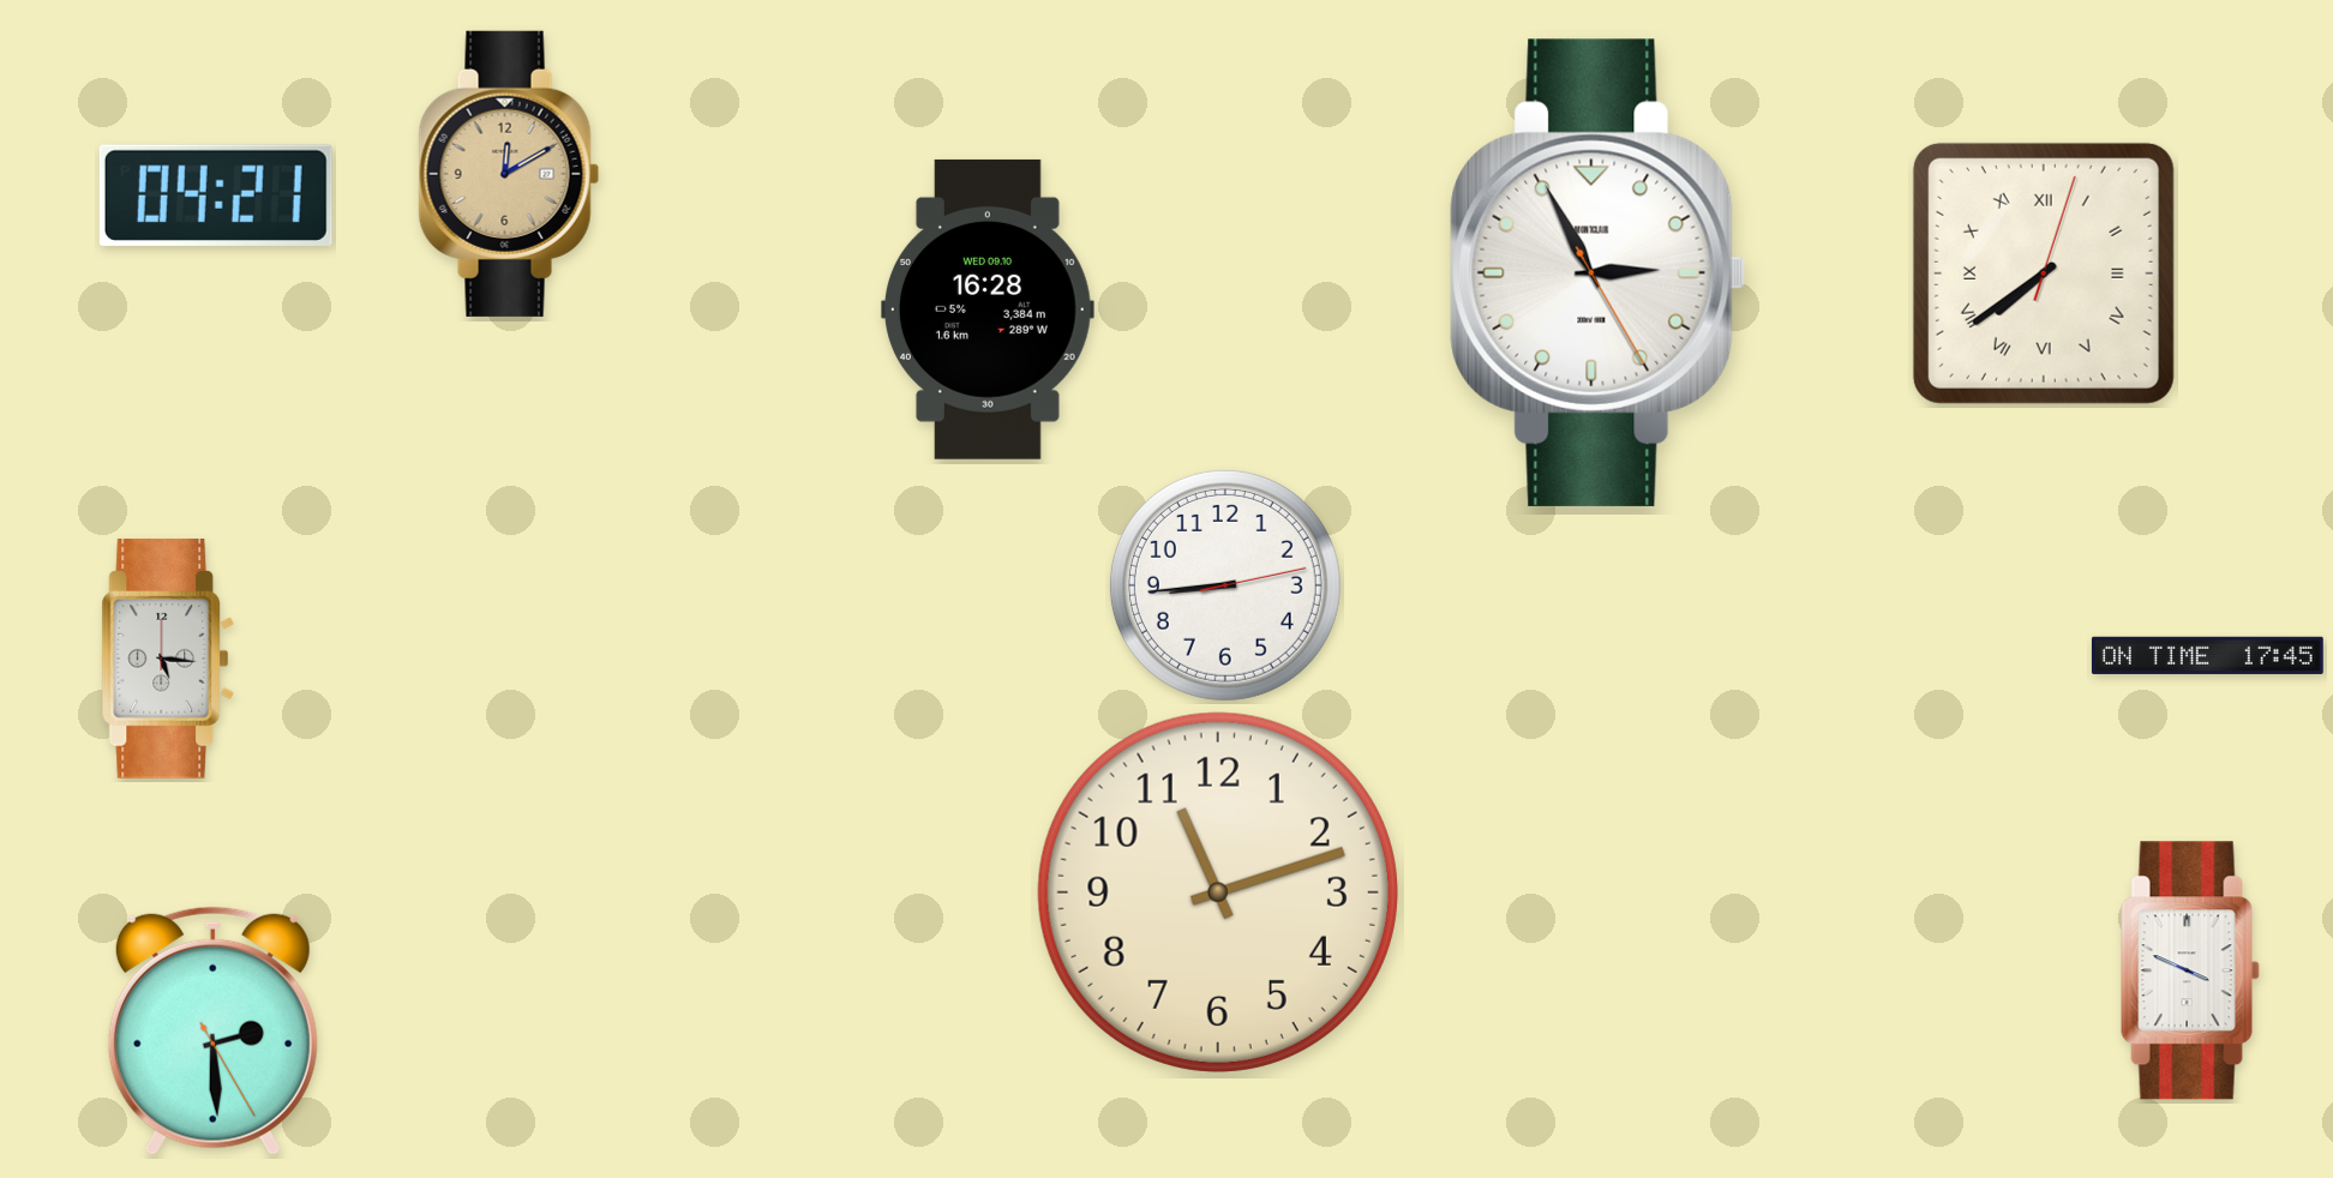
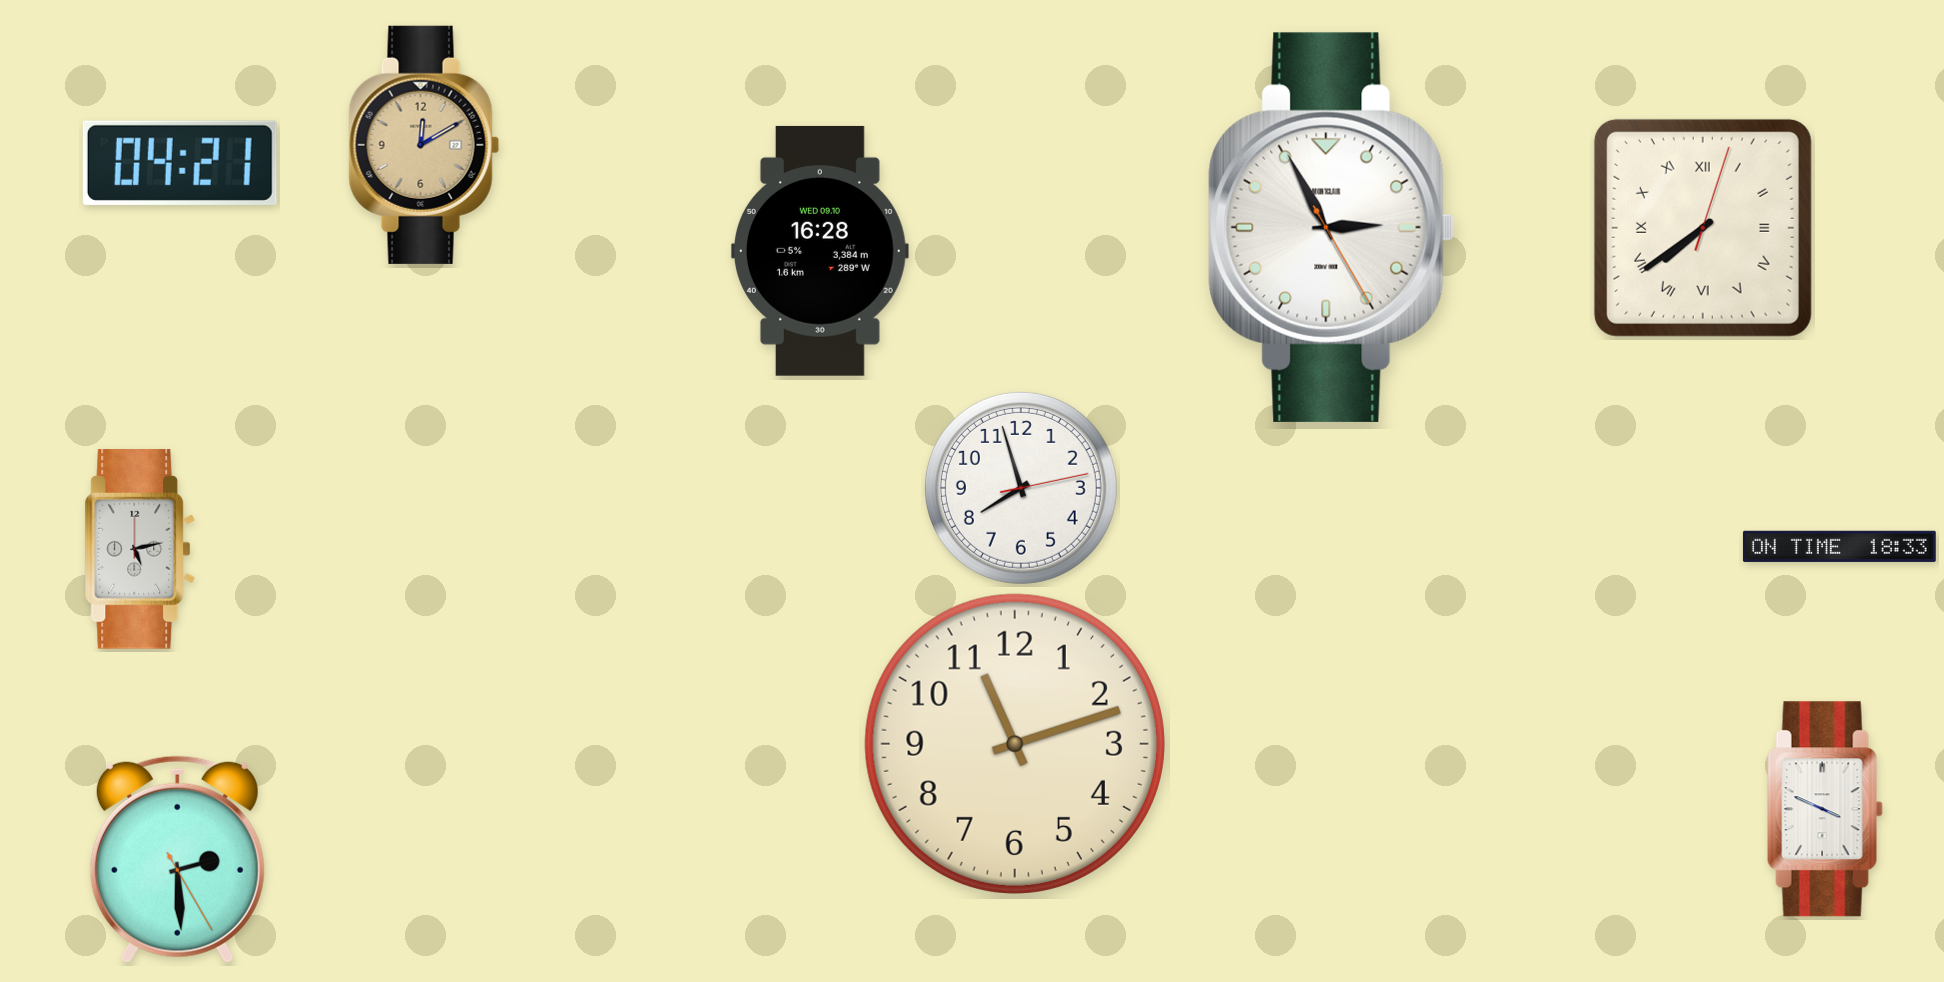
clock at (988, 309) position: (988, 309) -> (820, 251)
clock at (1225, 585): 8:44 -> 7:57
clock at (2207, 655): 17:45 -> 18:33
clock at (168, 659): 5:16 -> 5:13
